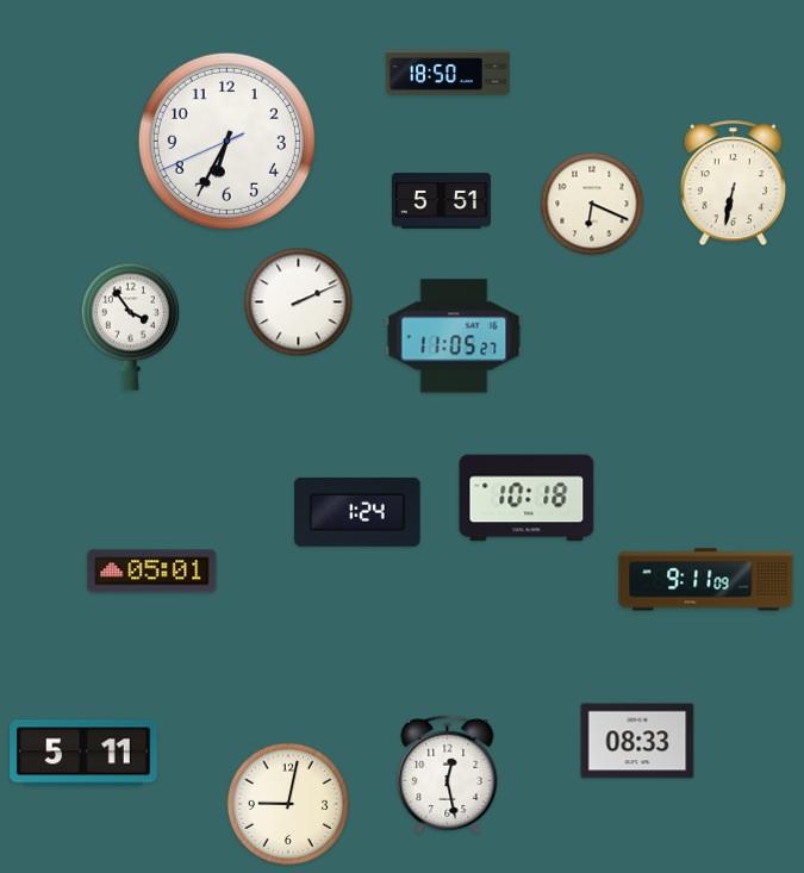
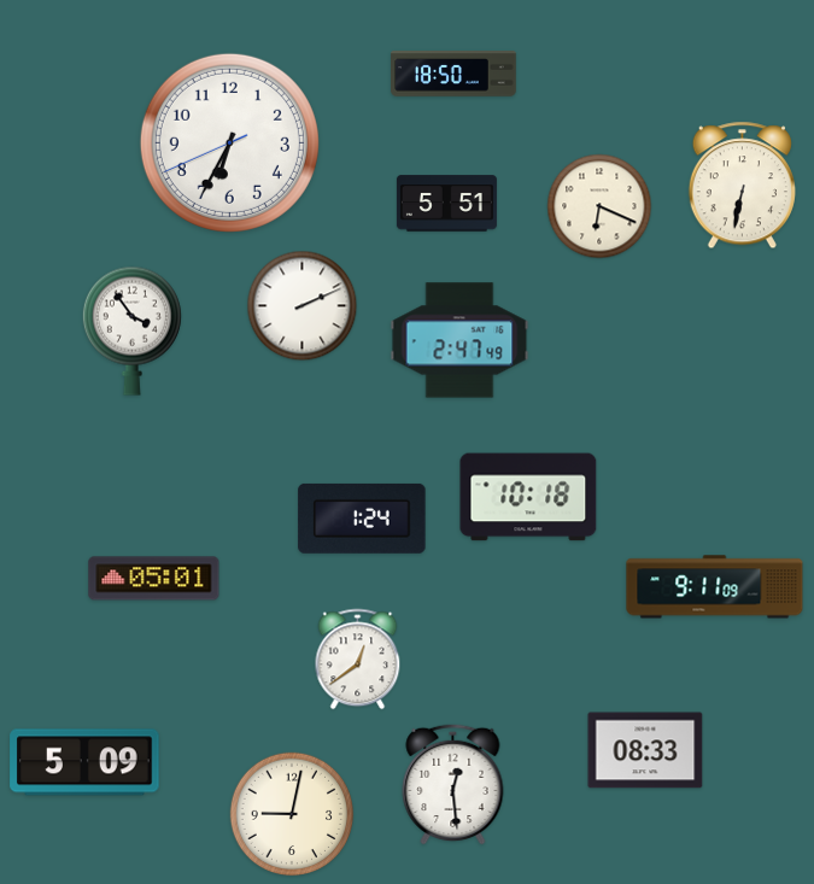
clock at (454, 336): 11:05 -> 2:47
clock at (526, 498) position: (526, 498) -> (528, 497)
clock at (358, 660): none -> 12:39
clock at (83, 753): 5:11 -> 5:09
clock at (448, 774): 12:28 -> 12:29
